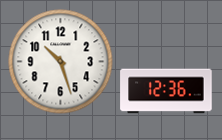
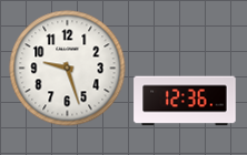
clock at (61, 62): 10:27 -> 9:27
